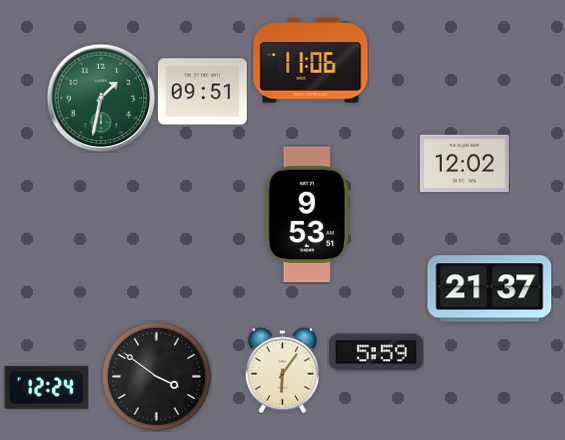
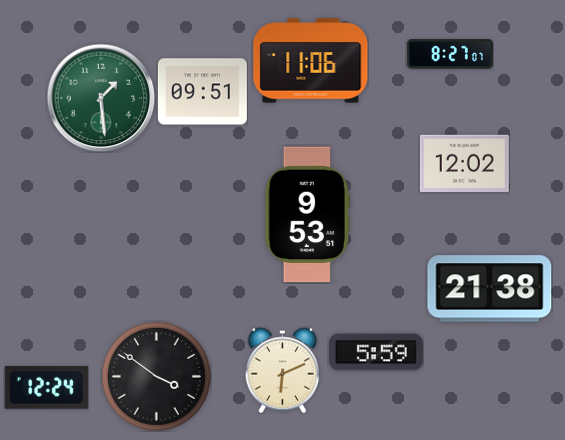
clock at (450, 54): none -> 8:27
clock at (101, 98): 1:32 -> 1:29
clock at (490, 289): 21:37 -> 21:38
clock at (283, 370): 6:06 -> 6:11
